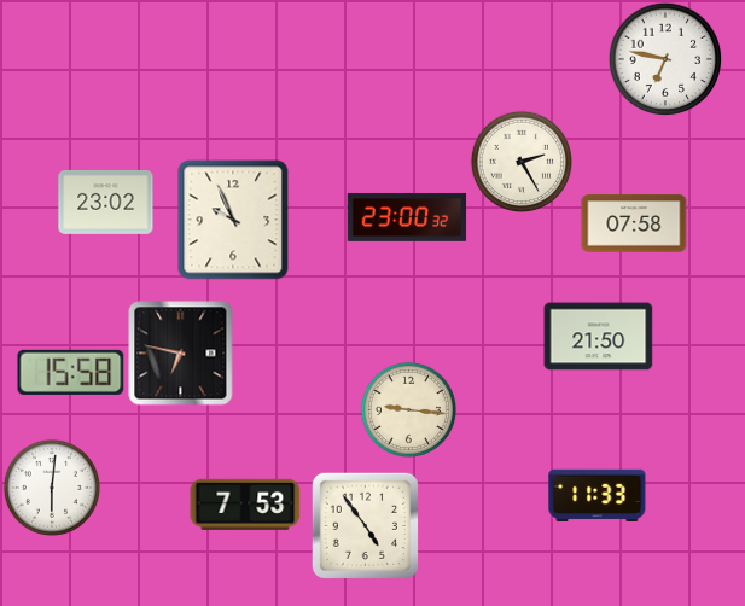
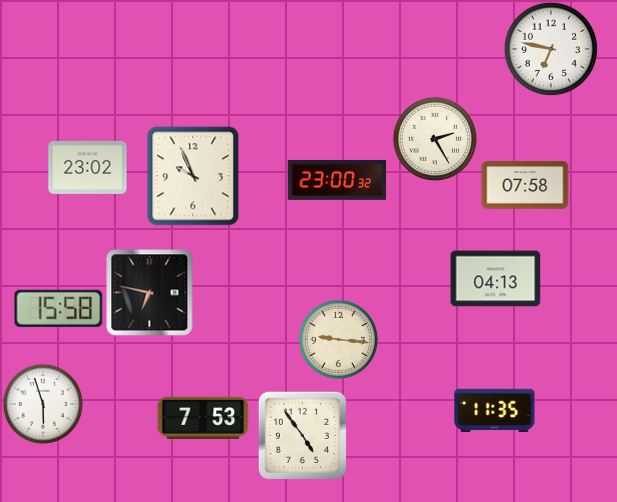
clock at (520, 161) position: (520, 161) -> (434, 138)
clock at (233, 220) position: (233, 220) -> (193, 176)
clock at (599, 337): 21:50 -> 04:13
clock at (52, 488): 6:01 -> 5:57
clock at (598, 495): 11:33 -> 11:35
